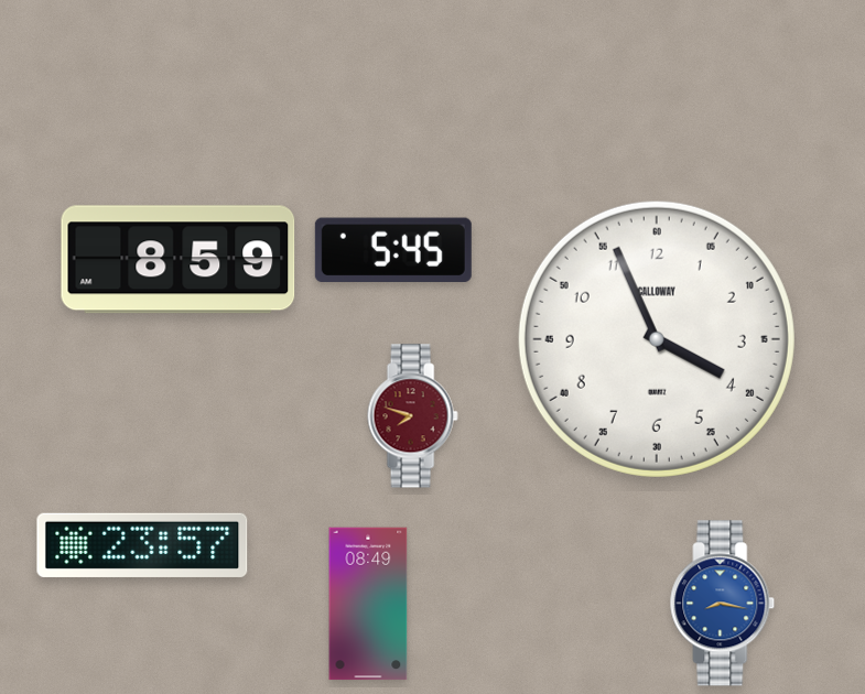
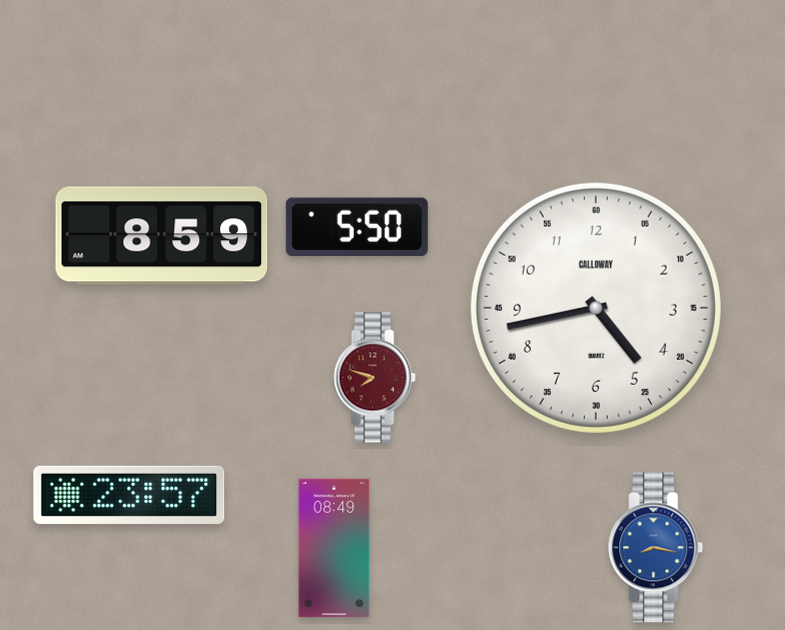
clock at (393, 250): 5:45 -> 5:50
clock at (657, 339): 3:56 -> 4:43
